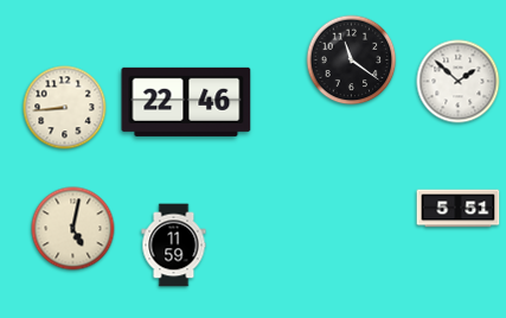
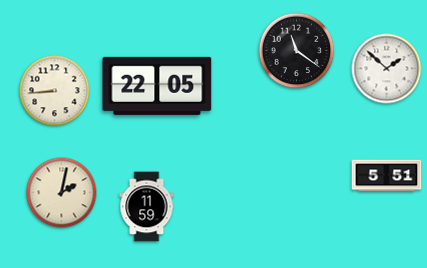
clock at (186, 102): 22:46 -> 22:05
clock at (73, 229): 5:02 -> 2:02
